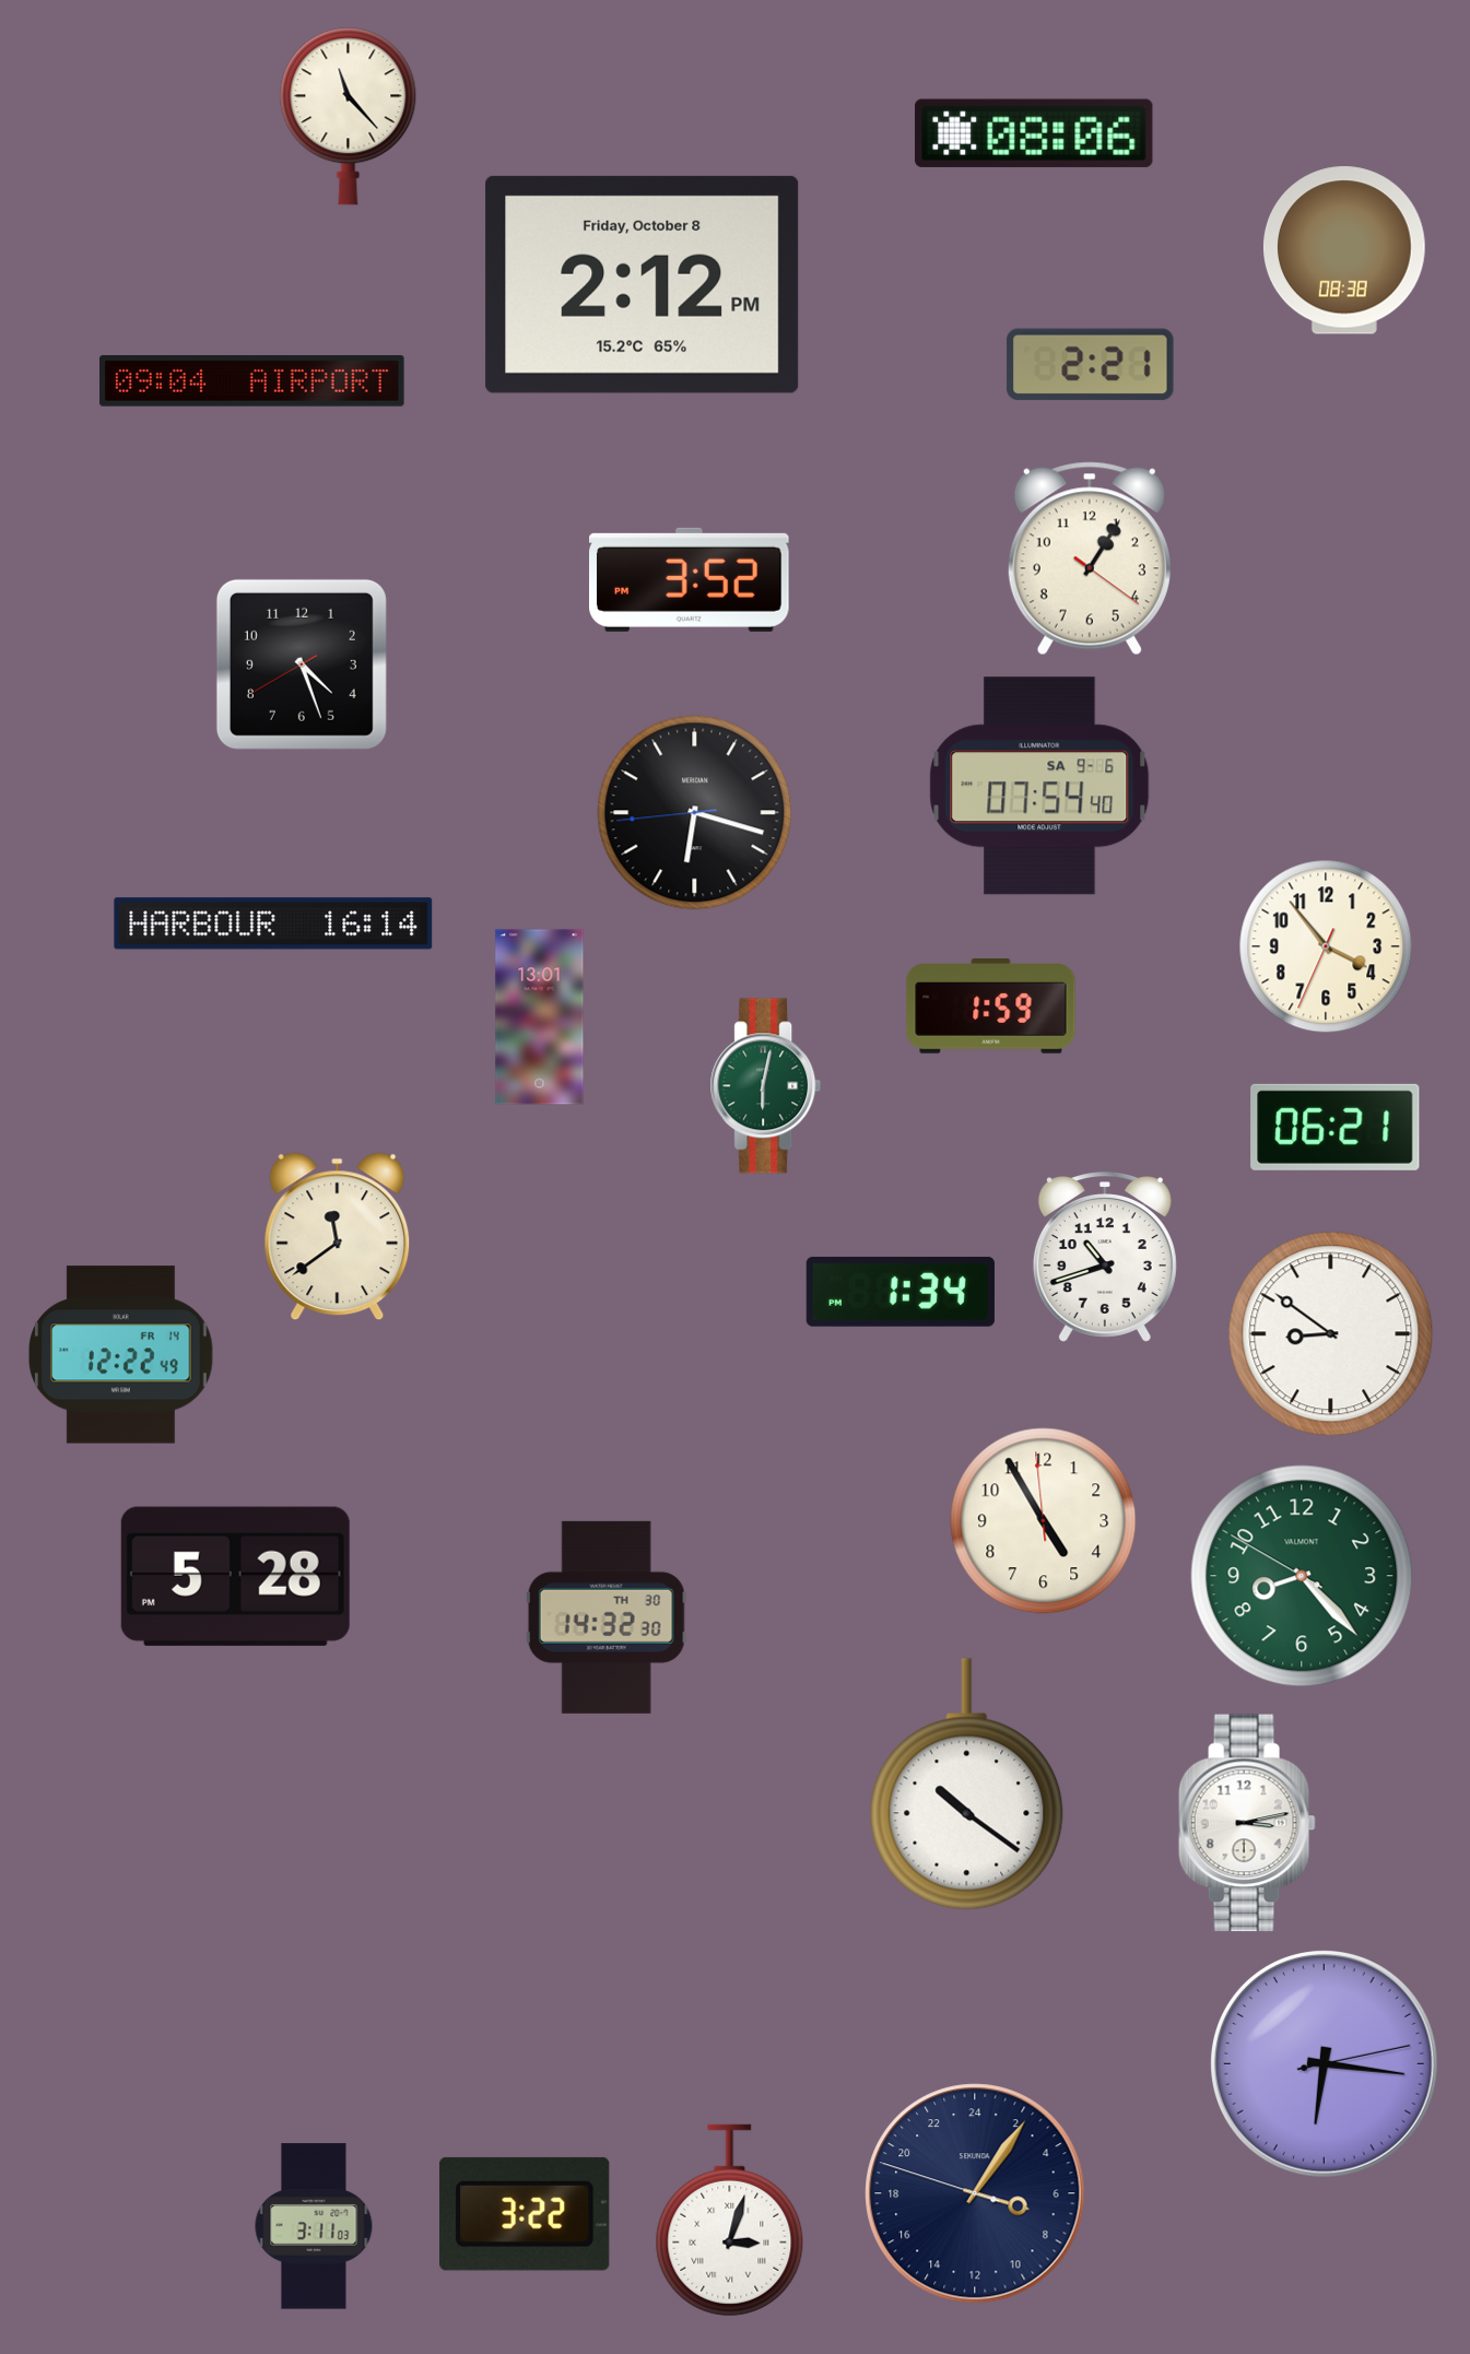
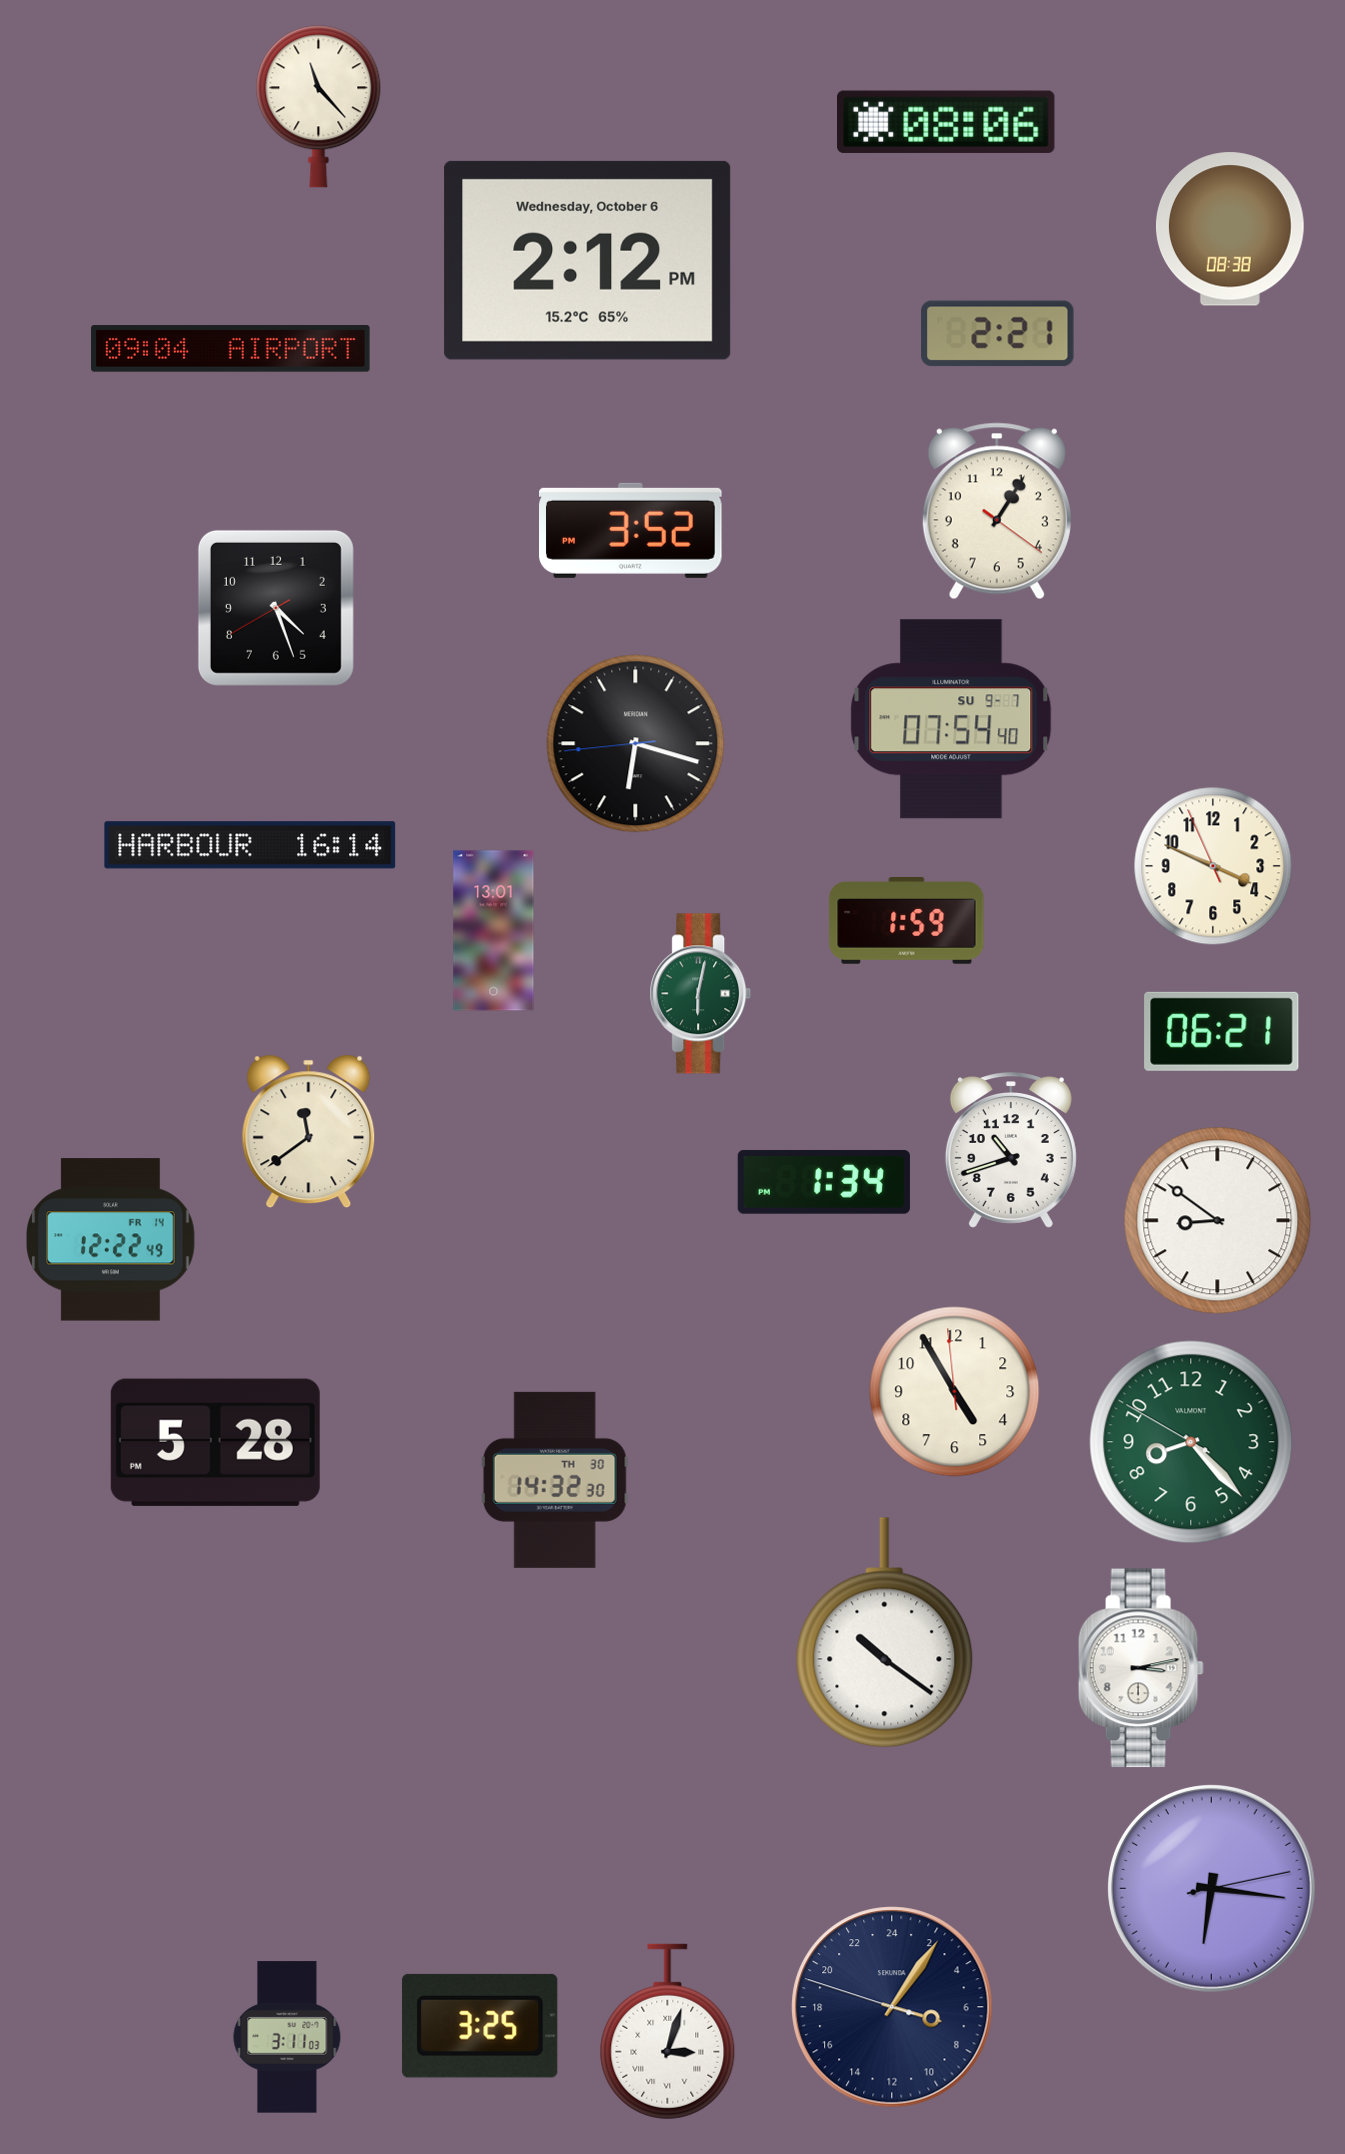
clock at (643, 284) date: Friday, October 8 -> Wednesday, October 6
clock at (1039, 786) date: SA 9-6 -> SU 9-7
clock at (1326, 946): 3:53 -> 3:48
clock at (526, 2214): 3:22 -> 3:25
